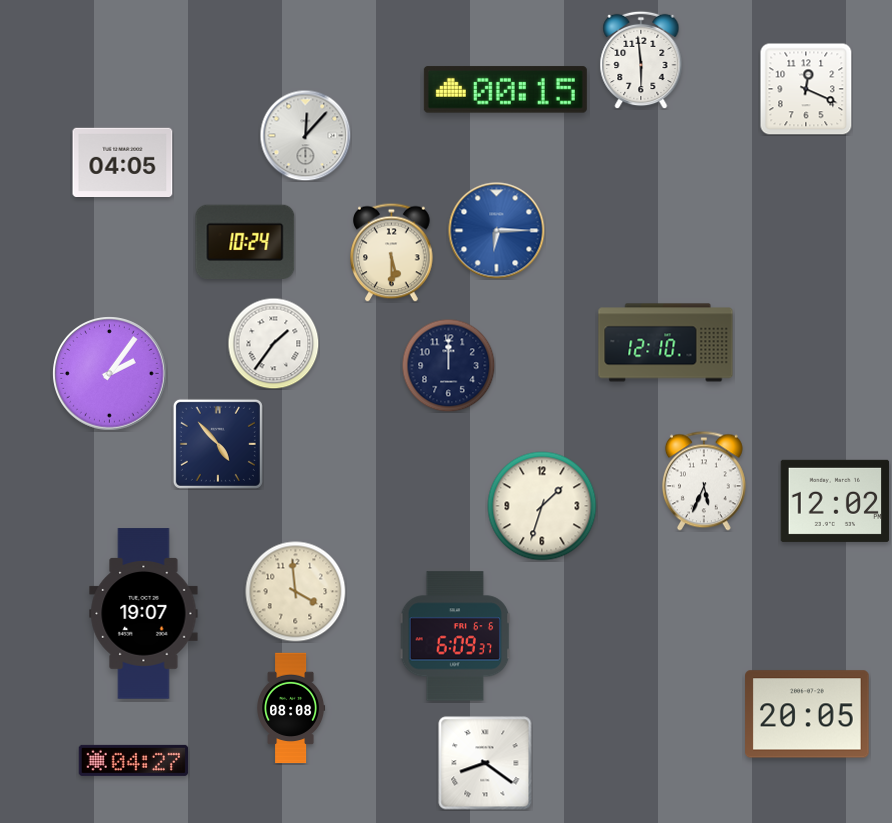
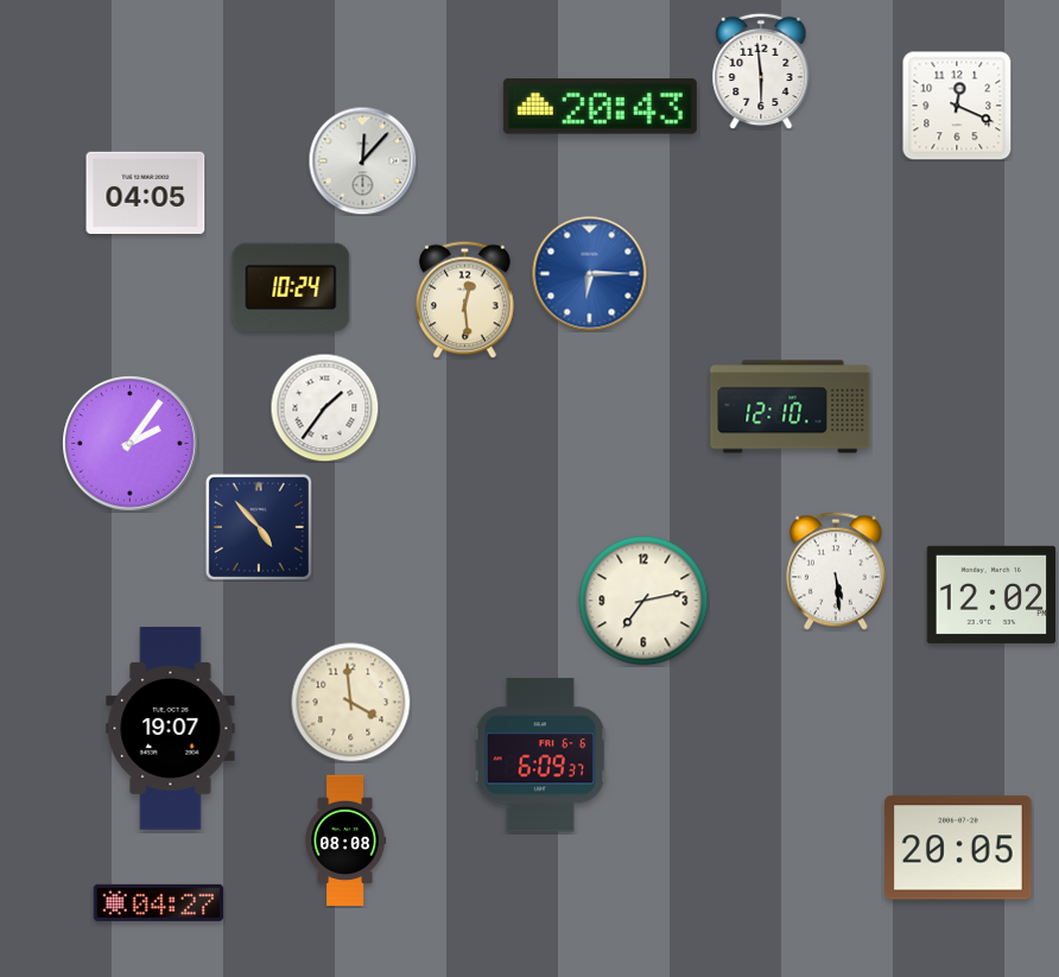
clock at (505, 90): 00:15 -> 20:43
clock at (392, 252): 5:30 -> 12:29
clock at (448, 365): 12:00 -> none
clock at (704, 481): 5:34 -> 5:29
clock at (542, 506): 1:33 -> 7:13
clock at (485, 763): 8:21 -> none
